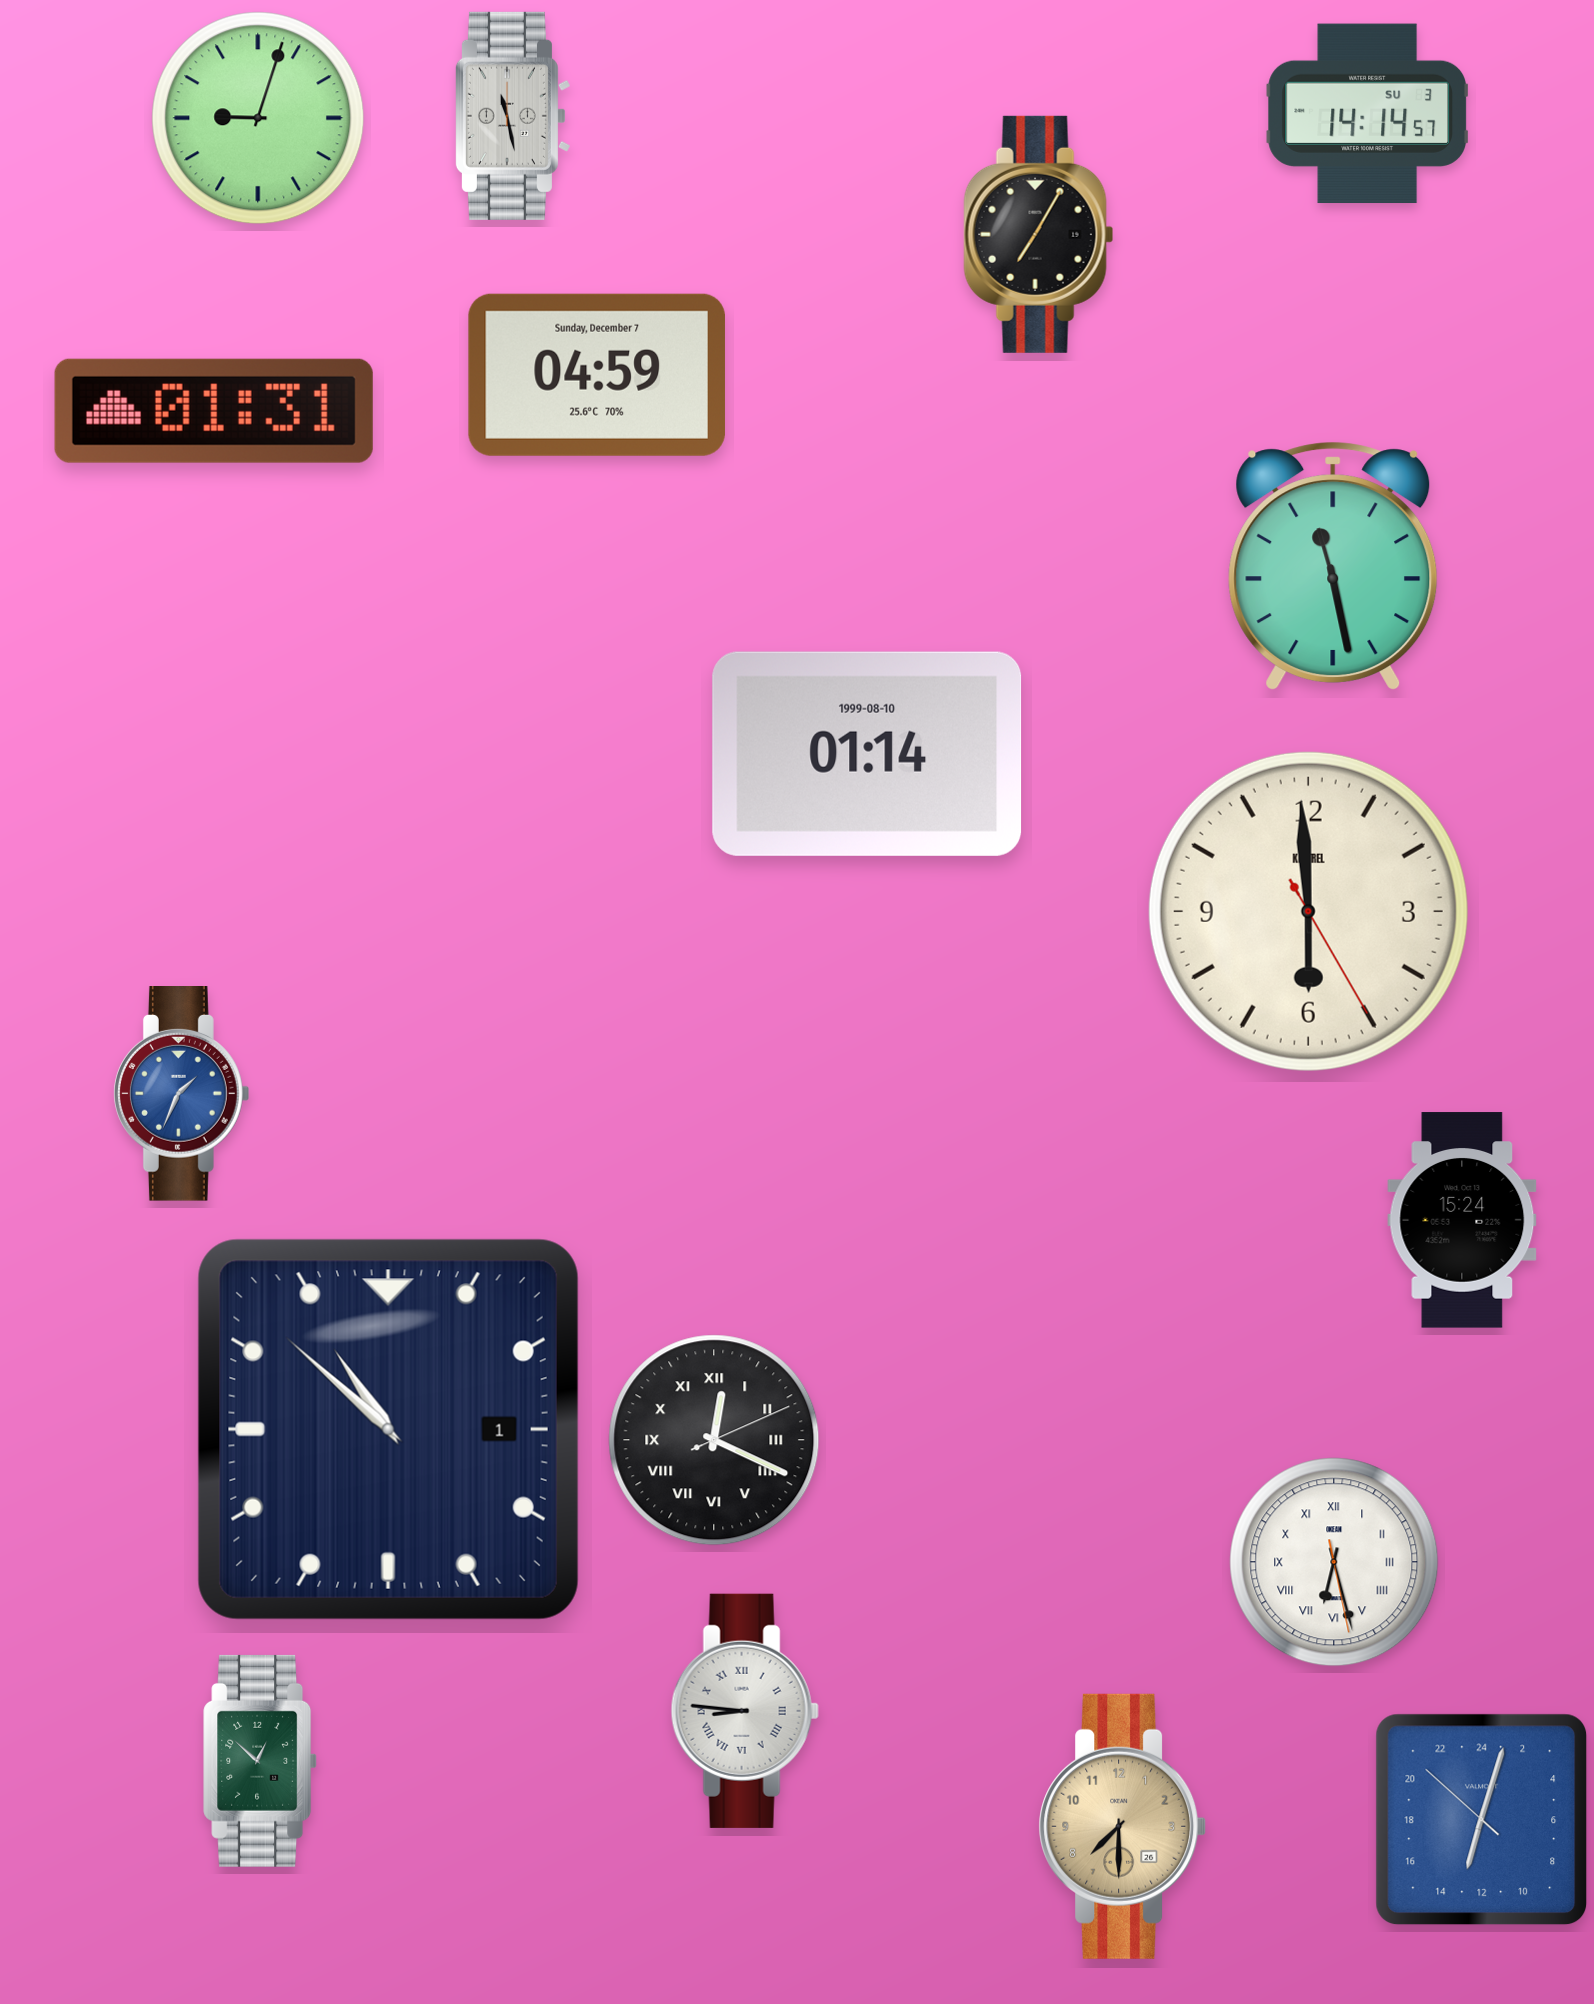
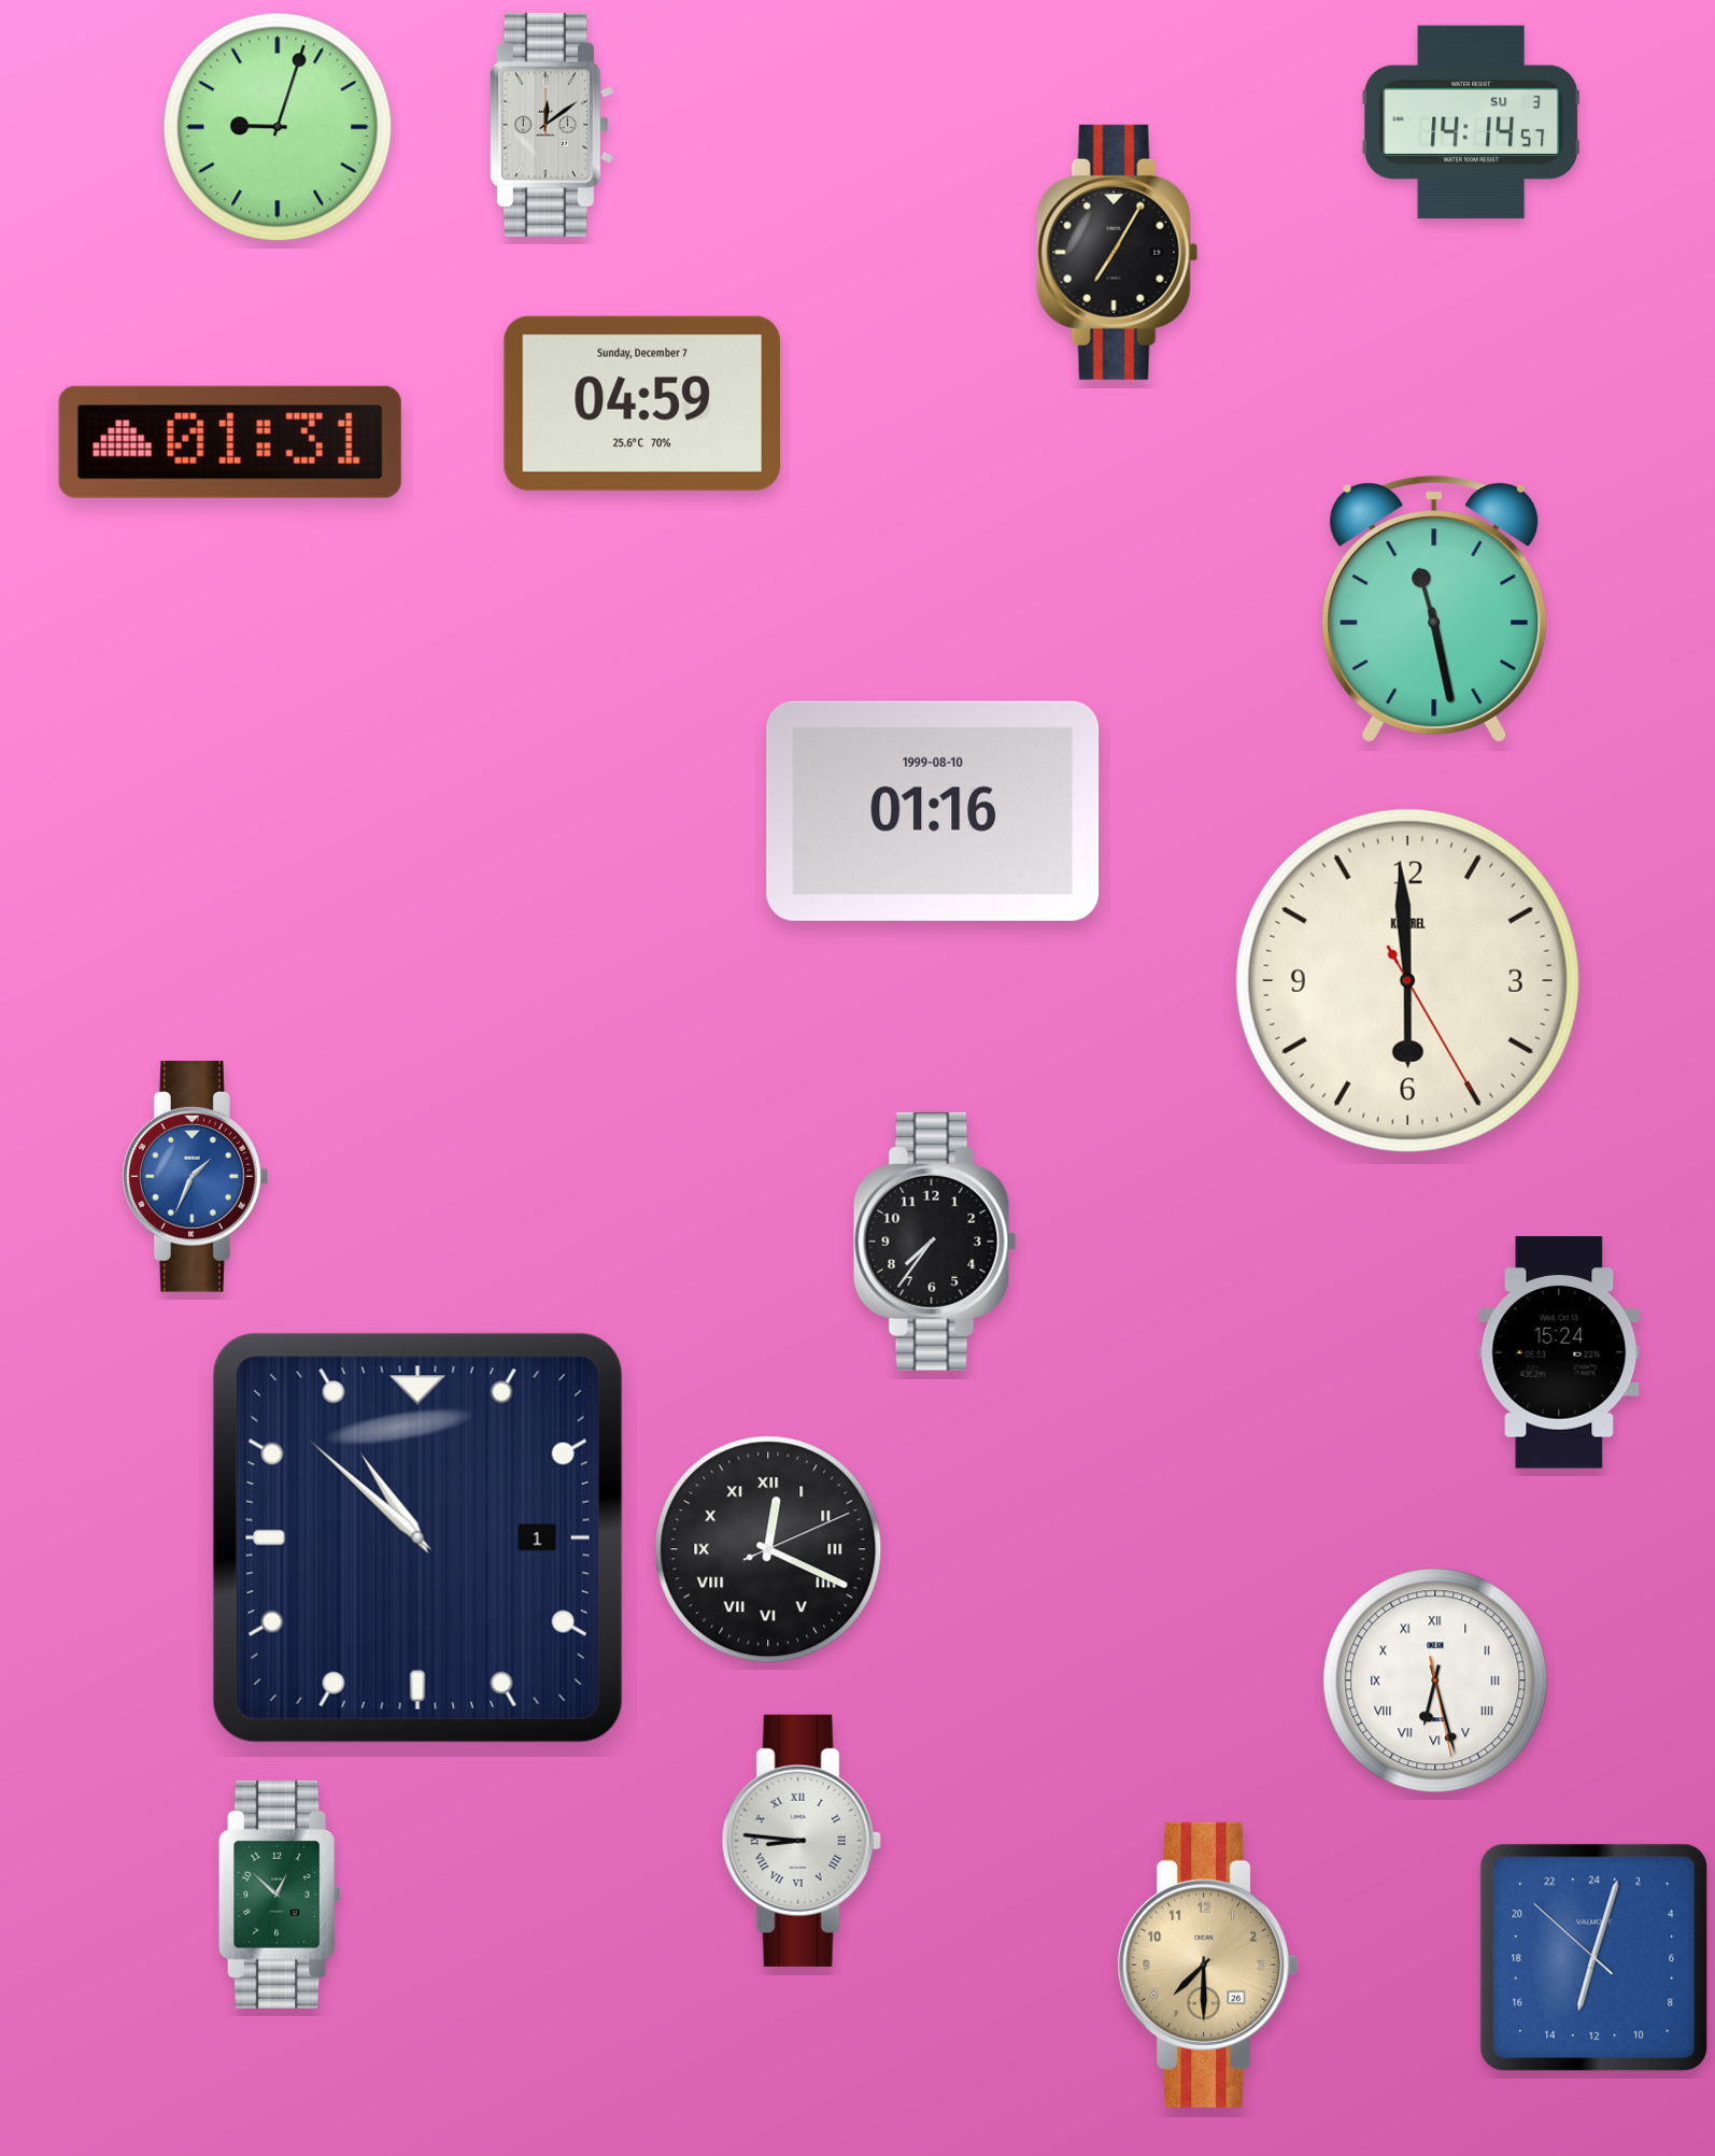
clock at (512, 116): 11:28 -> 12:09
clock at (867, 754): 01:14 -> 01:16
clock at (935, 1242): none -> 7:36
clock at (1462, 1220) position: (1462, 1220) -> (1559, 1352)
